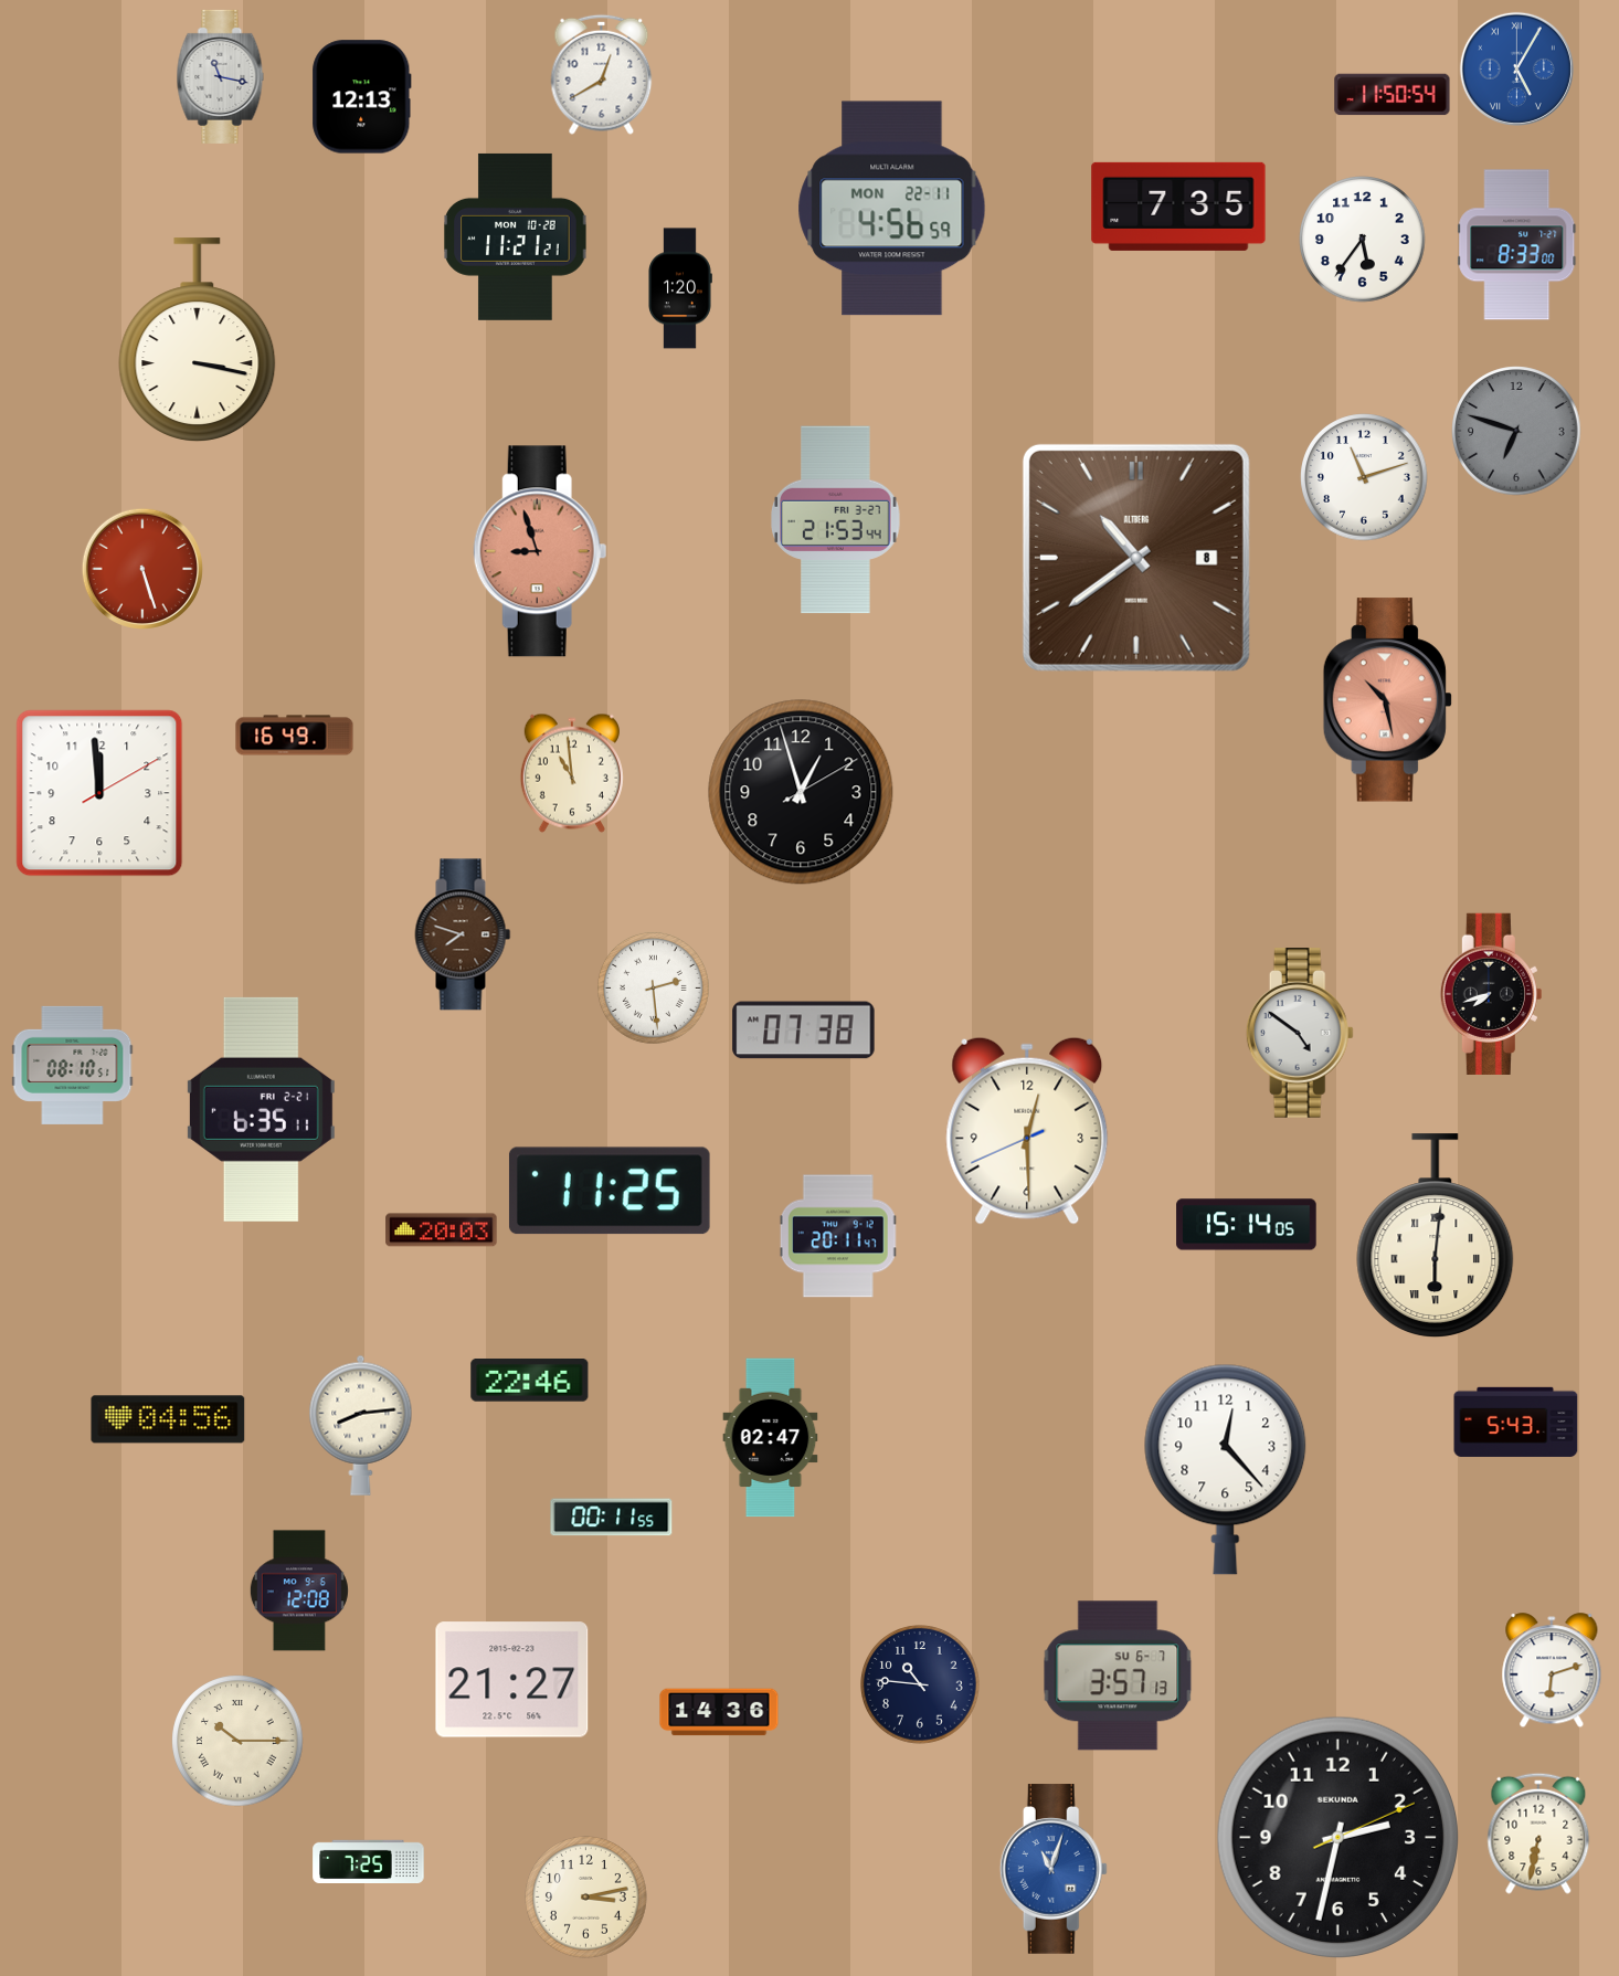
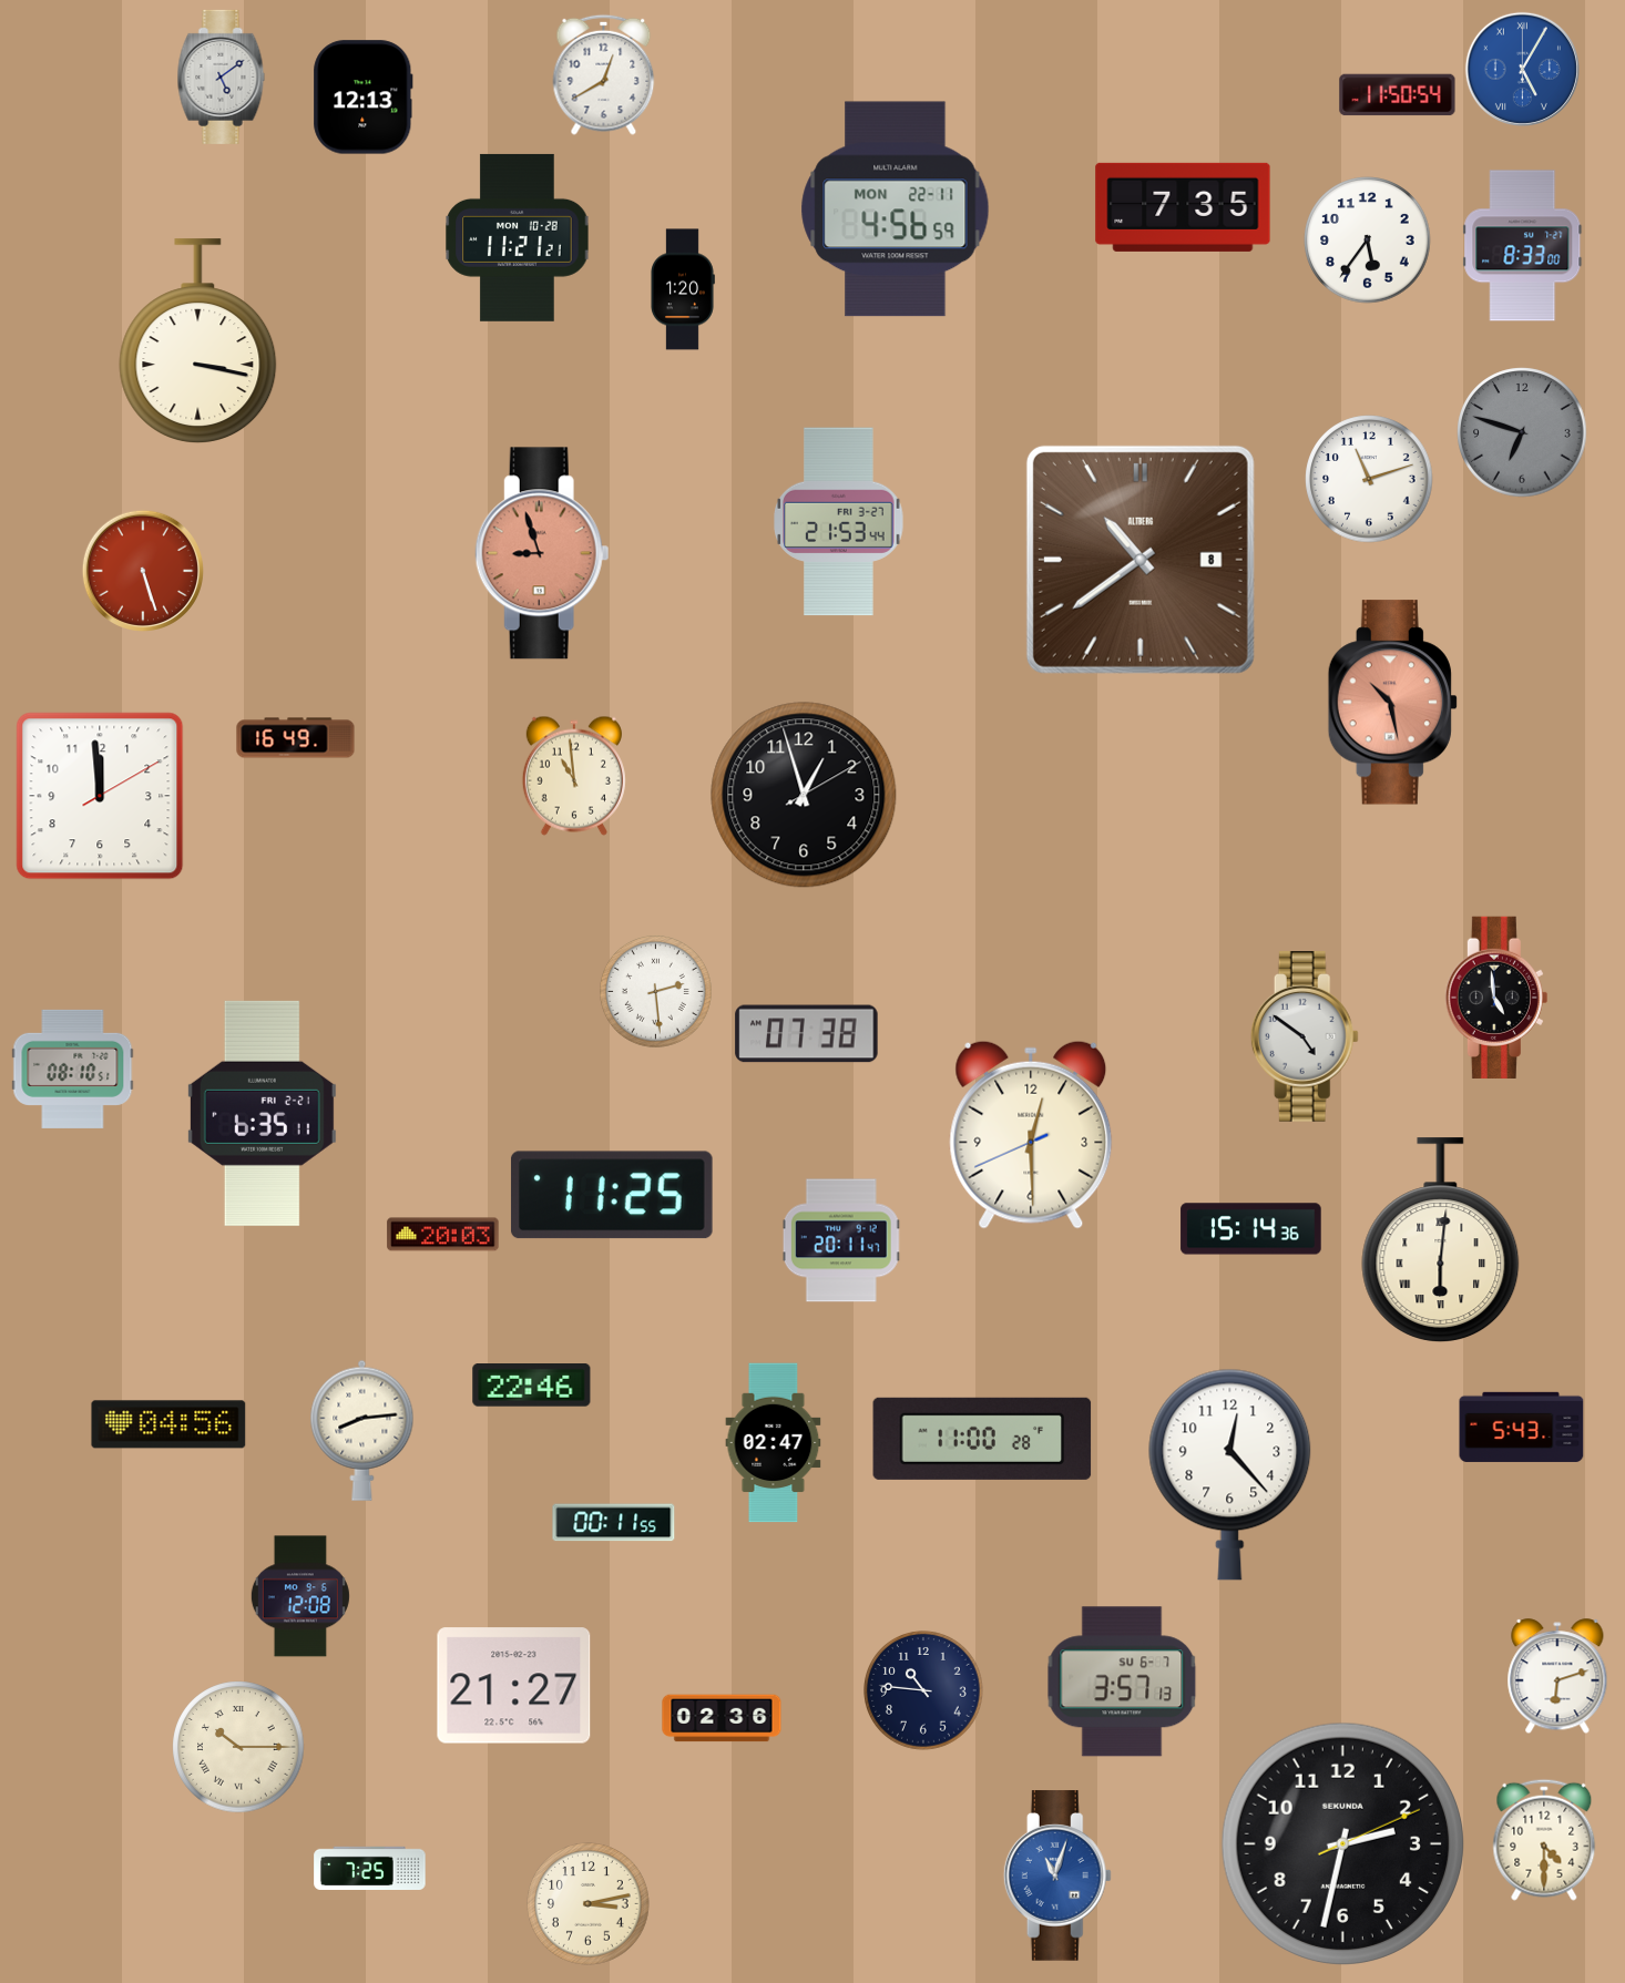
clock at (221, 76): 11:17 -> 5:09
clock at (463, 934): 7:48 -> none
clock at (1491, 994): 7:42 -> 4:59
clock at (1247, 1225): 15:14:05 -> 15:14:36
clock at (982, 1439): none -> 11:00
clock at (719, 1712): 14:36 -> 02:36
clock at (1538, 1834): 6:32 -> 4:30
